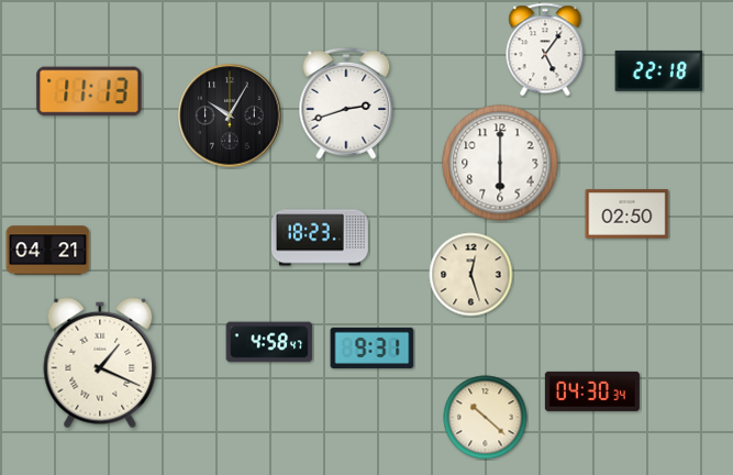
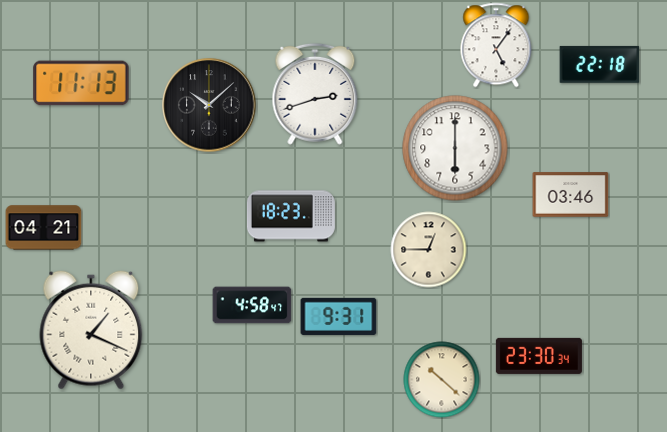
clock at (230, 115): 10:05 -> 10:08
clock at (628, 214): 02:50 -> 03:46
clock at (471, 275): 12:27 -> 12:45
clock at (269, 342) position: (269, 342) -> (252, 305)
clock at (592, 391): 04:30 -> 23:30
